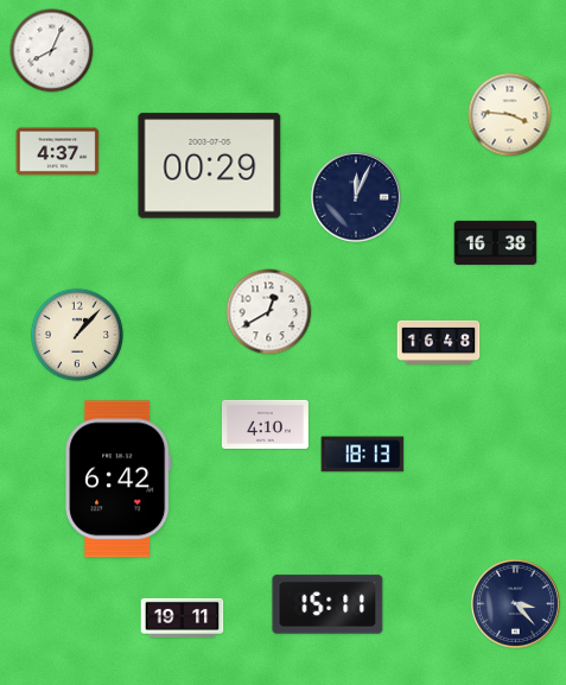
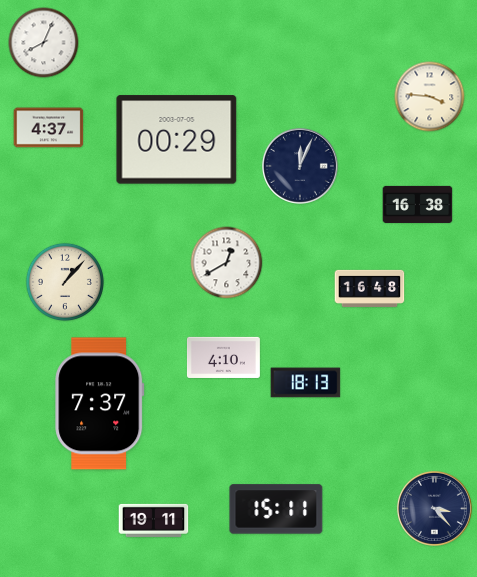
clock at (119, 480): 6:42 -> 7:37
